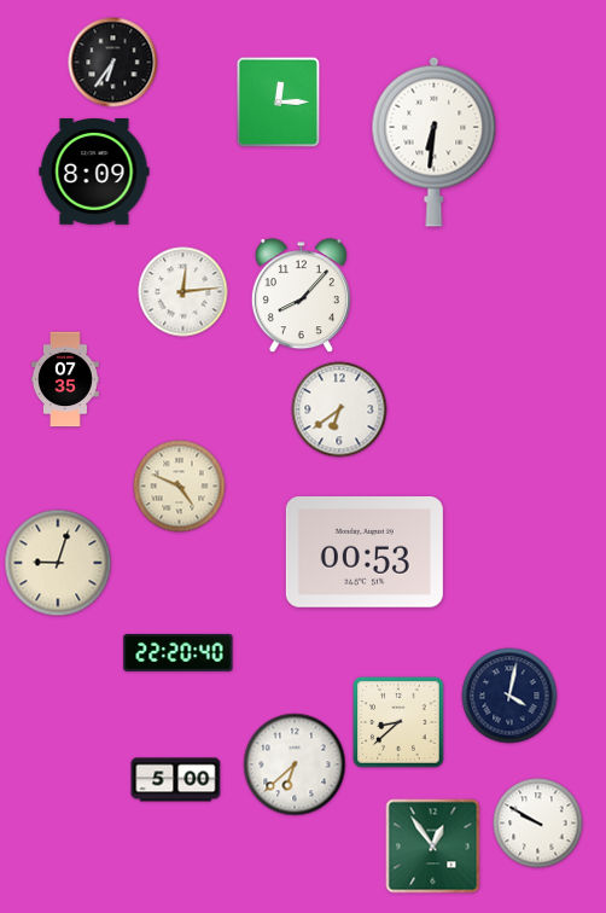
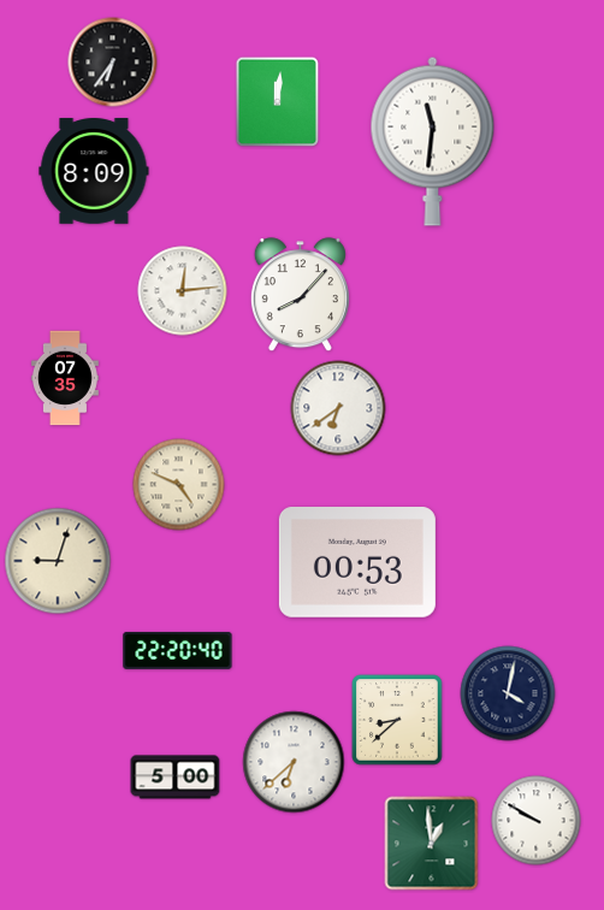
clock at (279, 103): 12:15 -> 12:01
clock at (435, 141): 6:31 -> 11:31
clock at (365, 553) position: (365, 553) -> (357, 563)
clock at (433, 847): 12:54 -> 12:59
